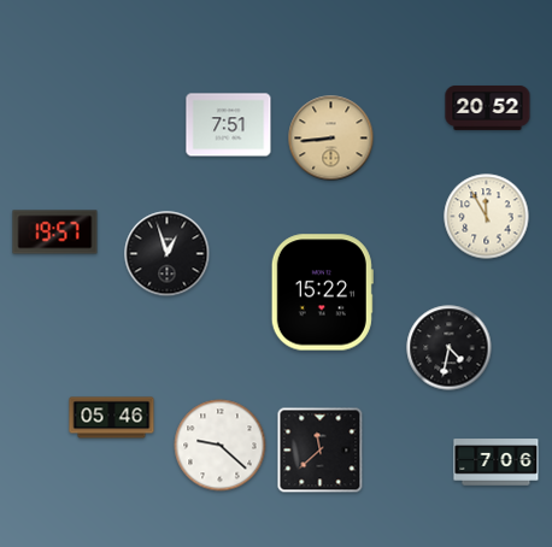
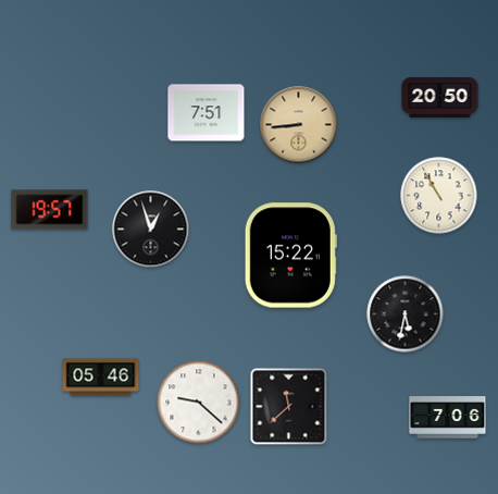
clock at (488, 107): 20:52 -> 20:50
clock at (487, 217): 11:55 -> 10:55
clock at (322, 293) position: (322, 293) -> (290, 256)
clock at (450, 348): 4:32 -> 5:32
